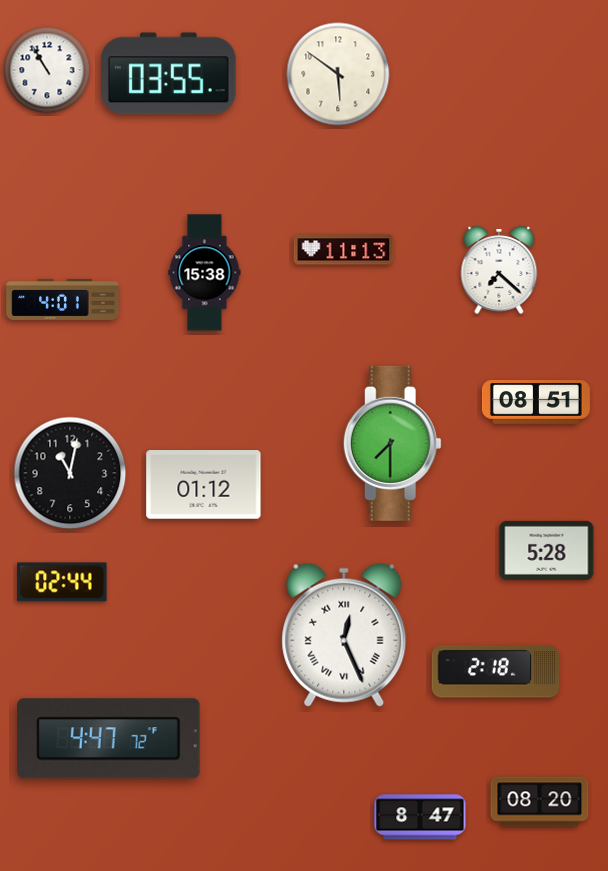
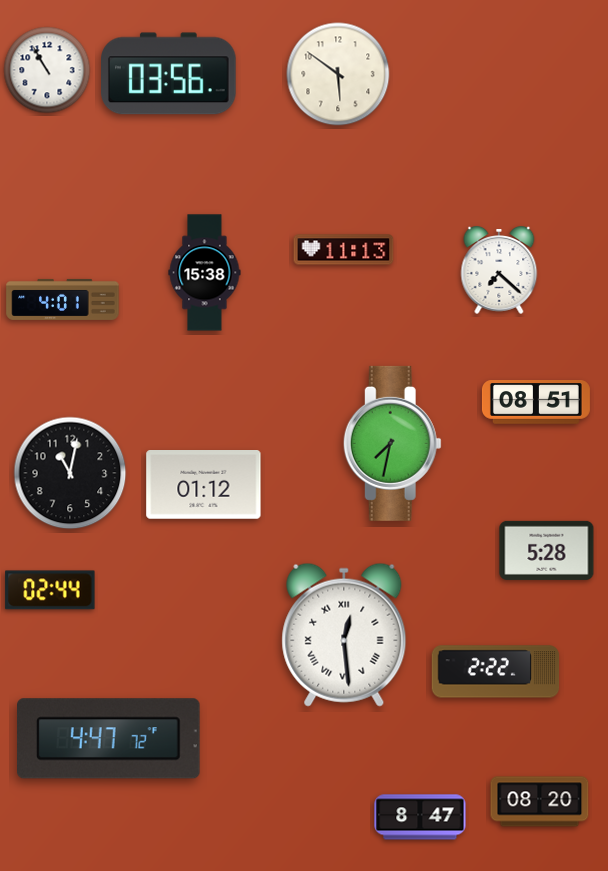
clock at (169, 74): 03:55 -> 03:56
clock at (392, 443): 7:30 -> 7:32
clock at (62, 582) position: (62, 582) -> (50, 590)
clock at (344, 635): 12:26 -> 12:29
clock at (496, 672): 2:18 -> 2:22
